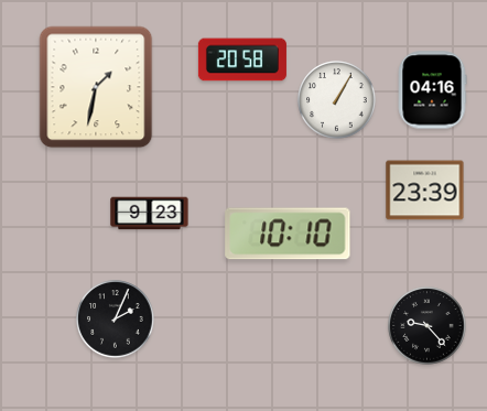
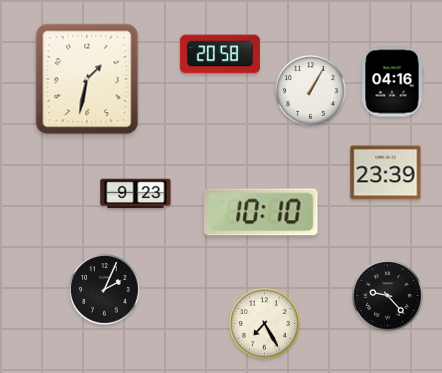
clock at (337, 100) position: (337, 100) -> (311, 91)
clock at (265, 324): none -> 7:25
